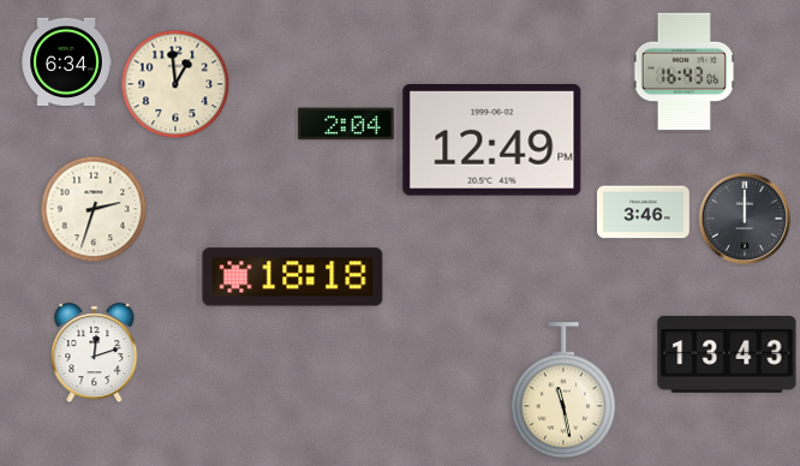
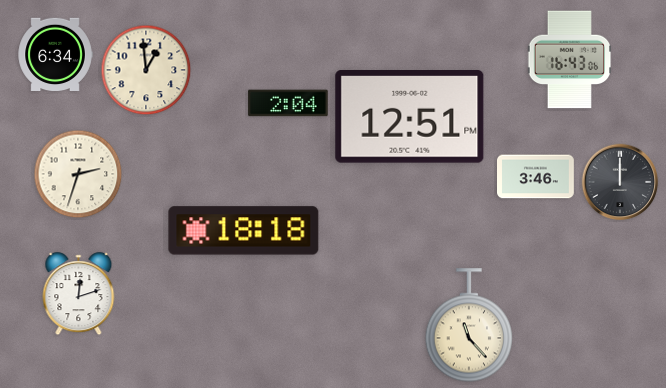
clock at (66, 62) position: (66, 62) -> (55, 55)
clock at (492, 141): 12:49 -> 12:51
clock at (727, 354): 13:43 -> none
clock at (563, 390): 11:28 -> 11:23
